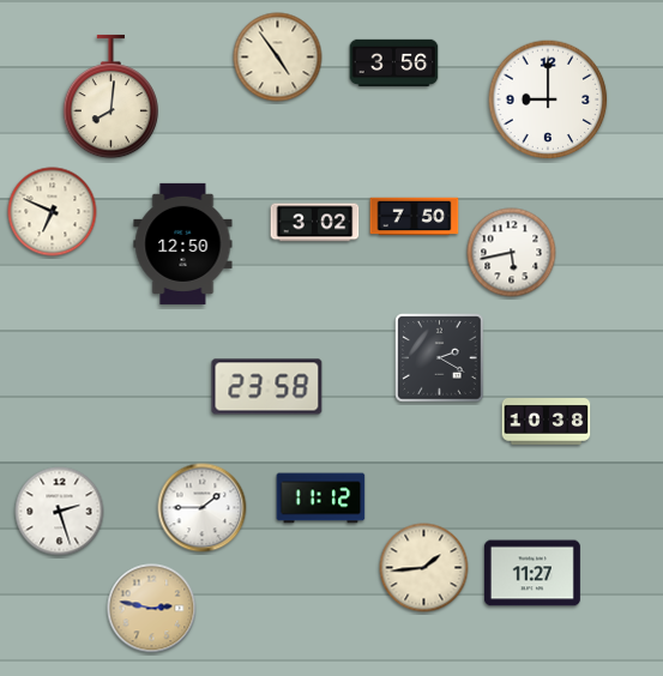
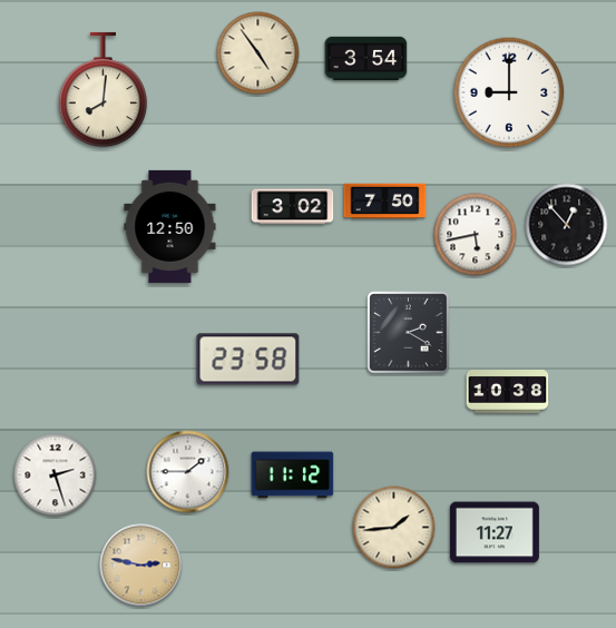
clock at (394, 62): 3:56 -> 3:54
clock at (53, 212): 6:49 -> none
clock at (567, 225): none -> 12:53
clock at (321, 499) position: (321, 499) -> (293, 475)
